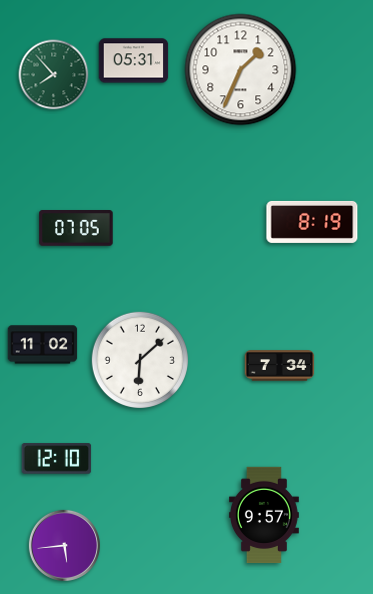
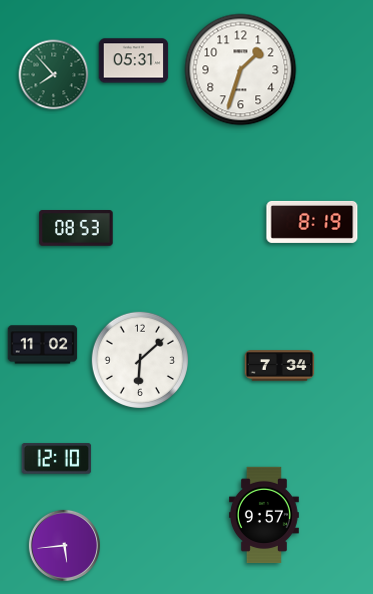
clock at (241, 70): 1:34 -> 1:33
clock at (76, 228): 07:05 -> 08:53
